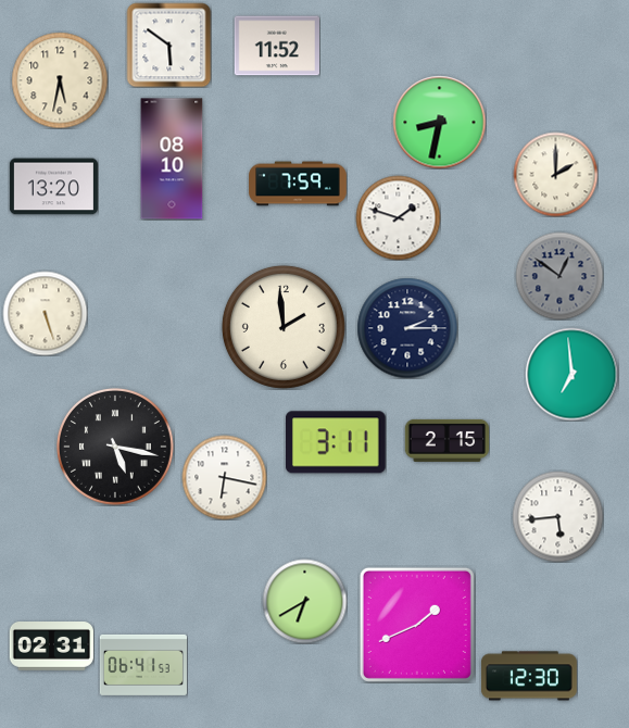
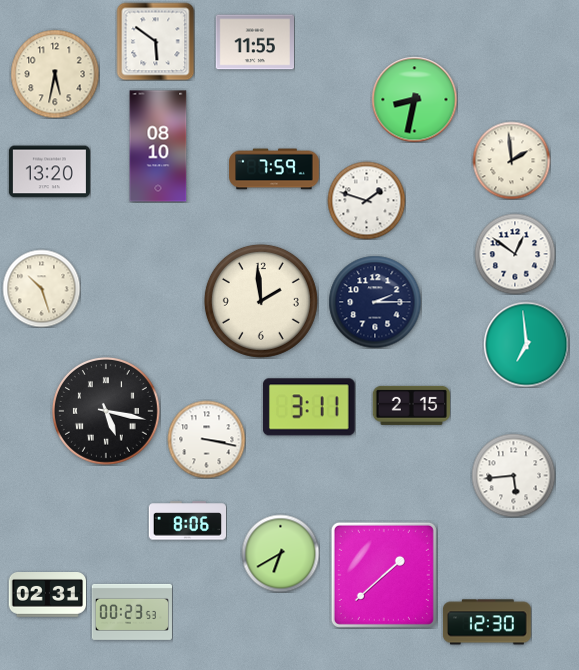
clock at (276, 46): 11:52 -> 11:55
clock at (439, 122) position: (439, 122) -> (414, 99)
clock at (555, 174): 2:00 -> 1:59
clock at (559, 276) dial: grey -> white
clock at (45, 313): 5:27 -> 10:27
clock at (224, 477): 6:17 -> 3:17
clock at (187, 521): none -> 8:06
clock at (417, 625): 1:41 -> 1:38
clock at (143, 665): 06:41 -> 00:23
